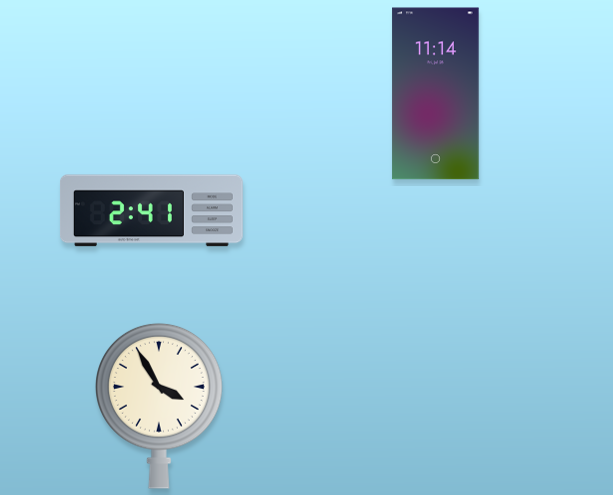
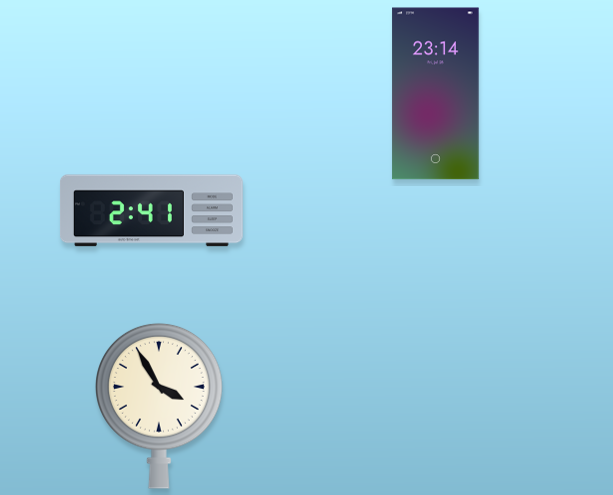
clock at (436, 94): 11:14 -> 23:14
